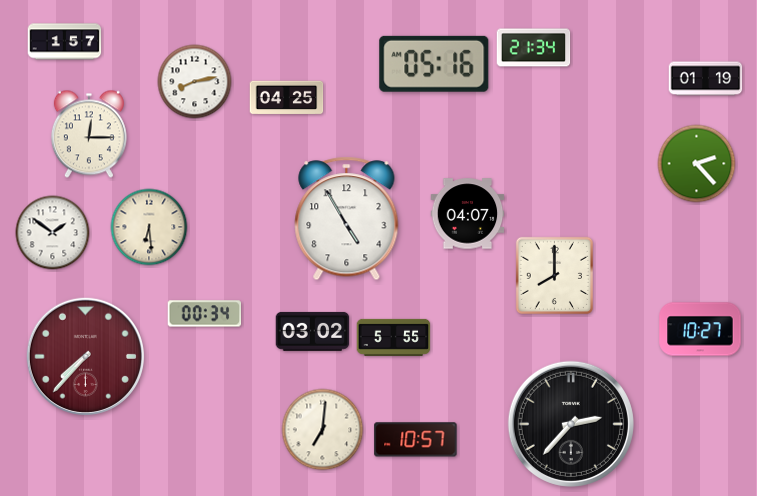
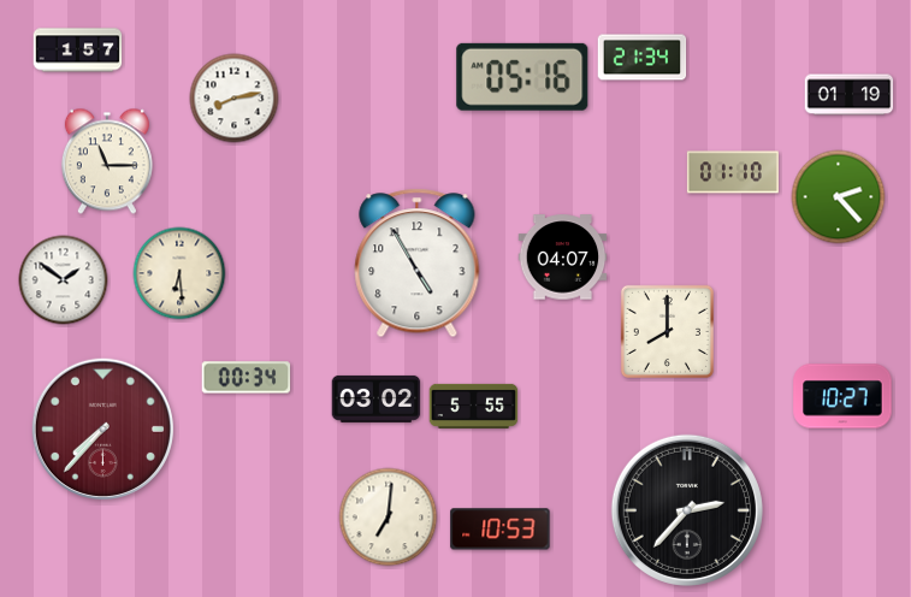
clock at (287, 98): 04:25 -> none
clock at (89, 134): 12:15 -> 11:15
clock at (733, 172): none -> 01:10
clock at (416, 440): 10:57 -> 10:53
